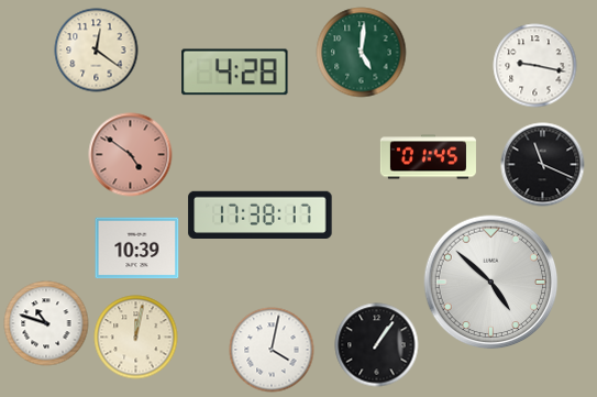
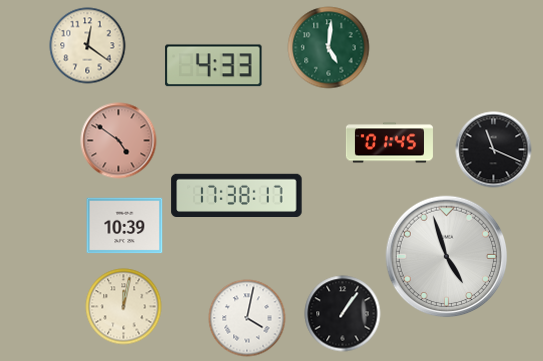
clock at (535, 66): 9:17 -> none
clock at (235, 73): 4:28 -> 4:33
clock at (491, 283): 4:52 -> 4:57
clock at (46, 323): 10:48 -> none
